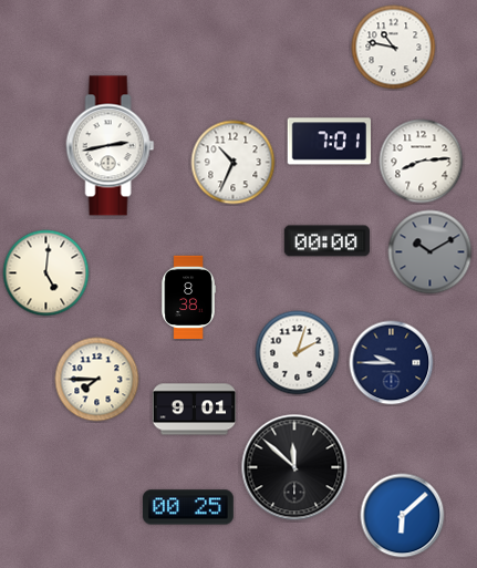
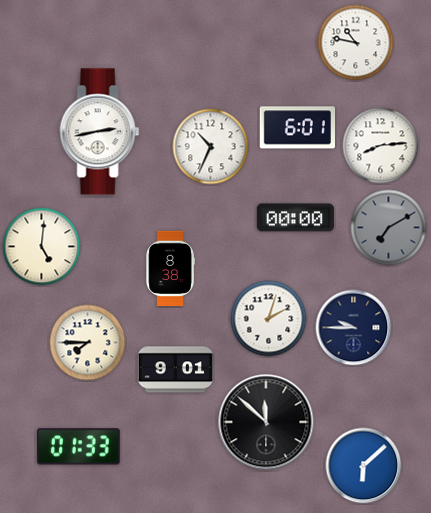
clock at (329, 142): 7:01 -> 6:01
clock at (431, 252): 10:10 -> 7:10
clock at (79, 447): none -> 01:33
clock at (188, 507): 00:25 -> none
